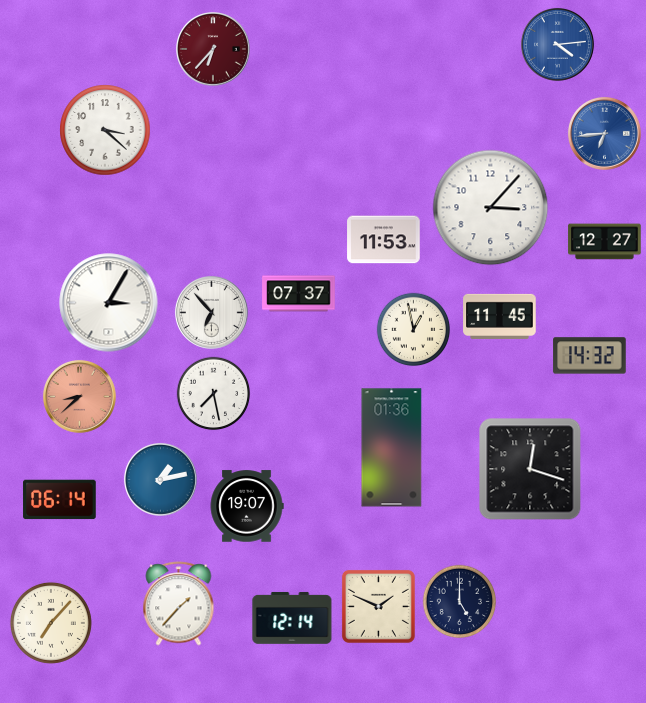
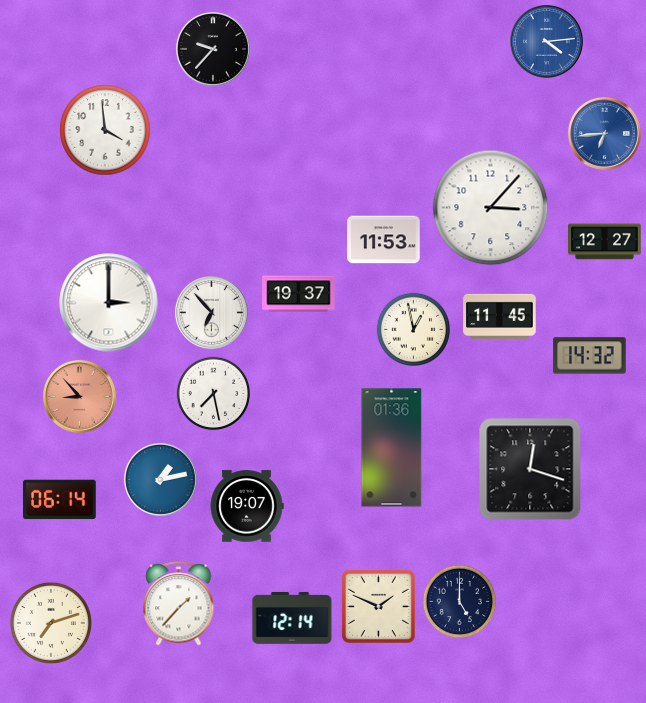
clock at (558, 44) position: (558, 44) -> (547, 41)
clock at (214, 50): 6:37 -> 9:37
clock at (214, 50) dial: burgundy -> black
clock at (105, 130): 3:22 -> 3:59
clock at (299, 294): 07:37 -> 19:37
clock at (109, 303): 3:05 -> 3:00
clock at (80, 396): 8:38 -> 8:53
clock at (51, 623): 7:07 -> 7:12
